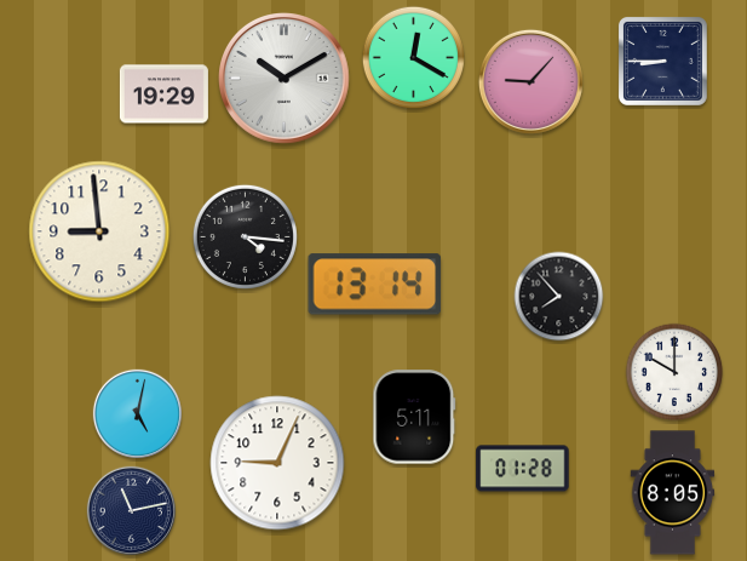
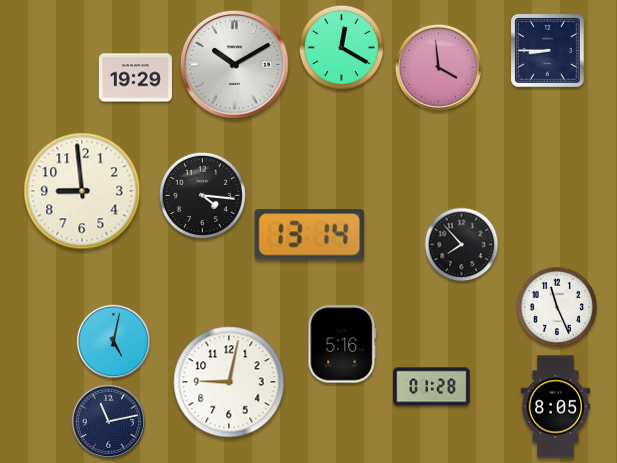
clock at (530, 81): 9:07 -> 3:59
clock at (674, 372): 10:00 -> 11:26
clock at (414, 417): 5:11 -> 5:16
clock at (277, 463): 9:04 -> 9:02
